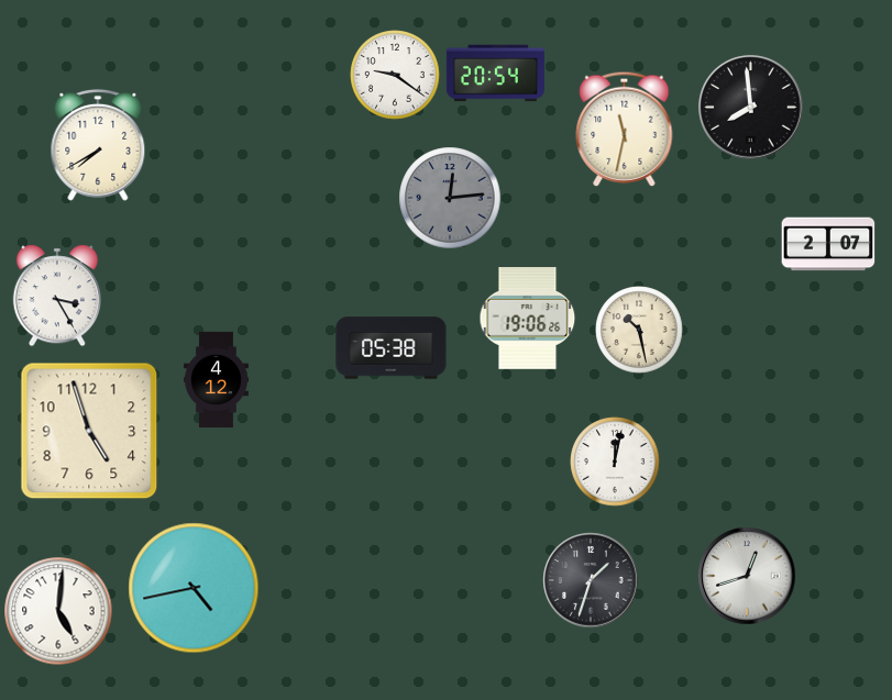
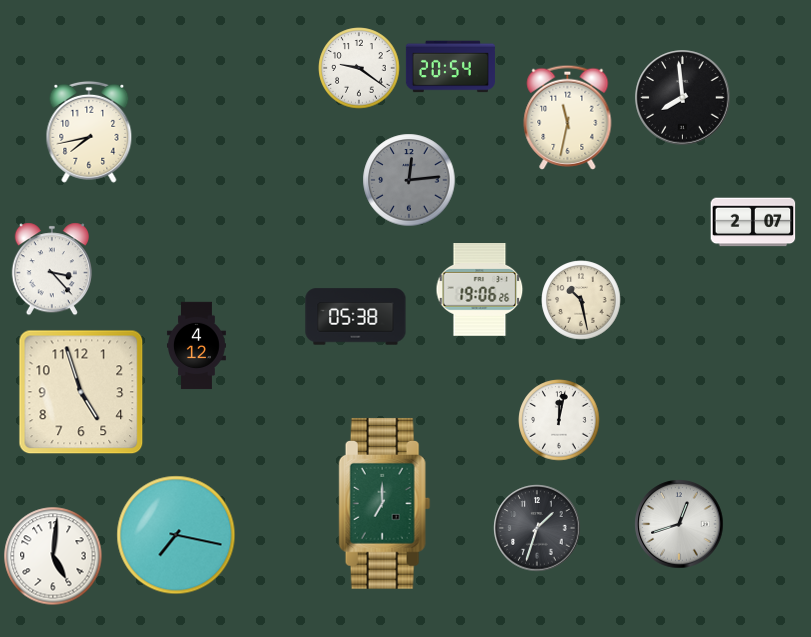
clock at (98, 145): 7:40 -> 7:43
clock at (57, 296): 3:25 -> 3:23
clock at (385, 503): none -> 7:00
clock at (194, 588): 4:43 -> 7:17
